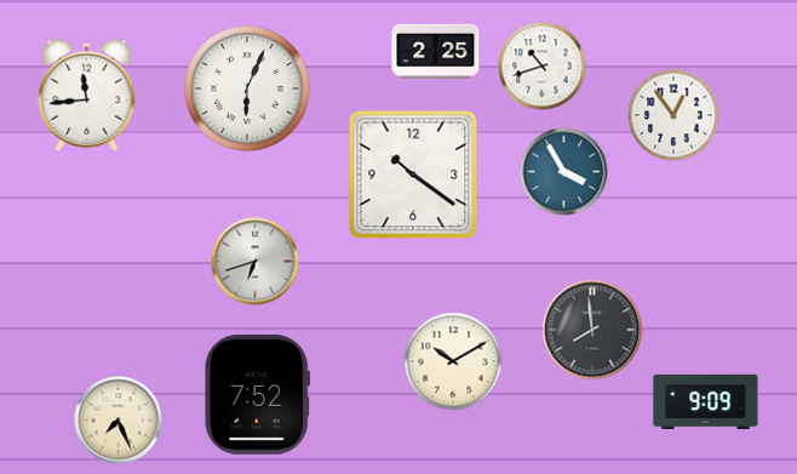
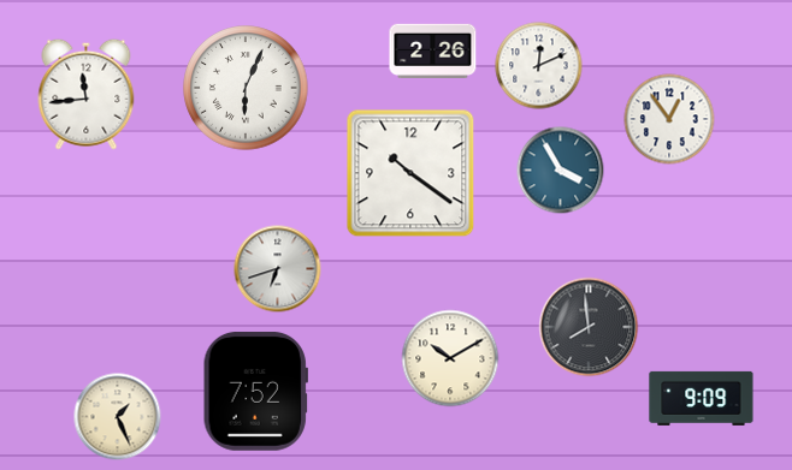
clock at (436, 51): 2:25 -> 2:26
clock at (543, 67): 10:42 -> 12:11
clock at (673, 115) position: (673, 115) -> (669, 119)
clock at (256, 262) position: (256, 262) -> (278, 269)
clock at (119, 421): 7:26 -> 1:26
